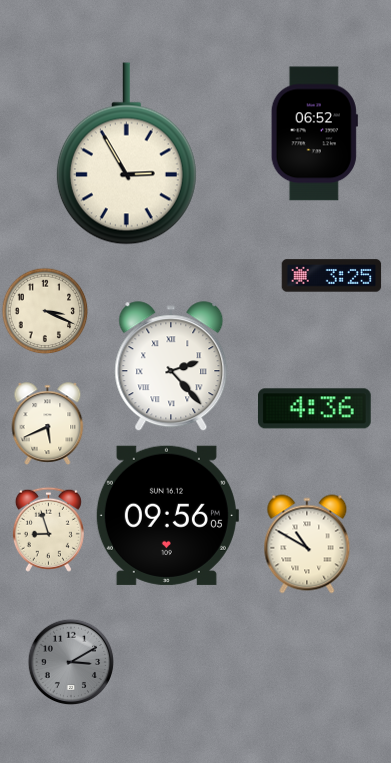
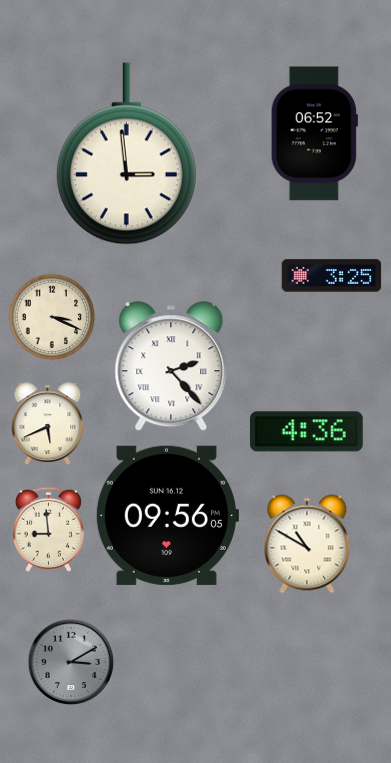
clock at (126, 154): 2:55 -> 2:59
clock at (45, 311) position: (45, 311) -> (52, 317)
clock at (314, 409) position: (314, 409) -> (306, 432)
clock at (48, 529): 8:57 -> 8:59
